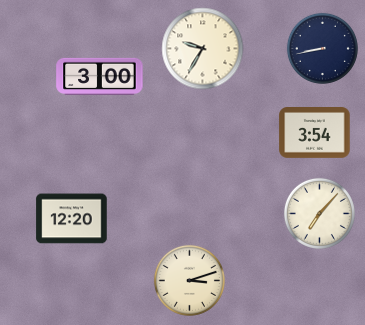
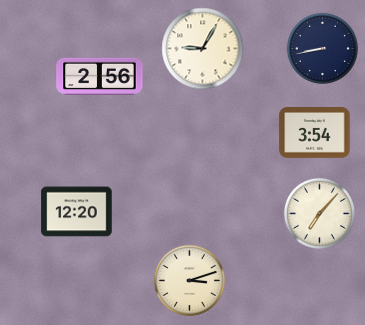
clock at (203, 49): 9:35 -> 9:05
clock at (100, 76): 3:00 -> 2:56
clock at (72, 219) position: (72, 219) -> (77, 212)
